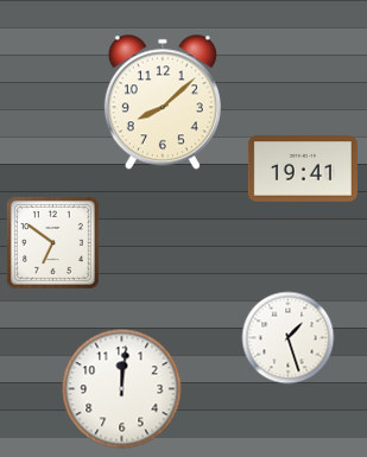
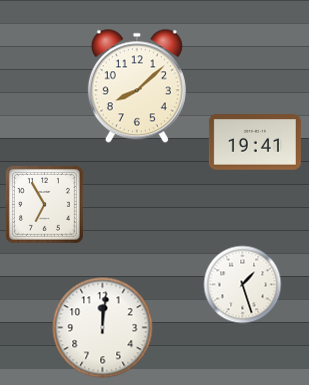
clock at (52, 242): 6:51 -> 6:55
